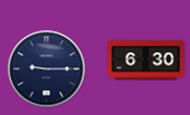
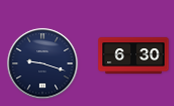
clock at (47, 69): 9:15 -> 9:18
